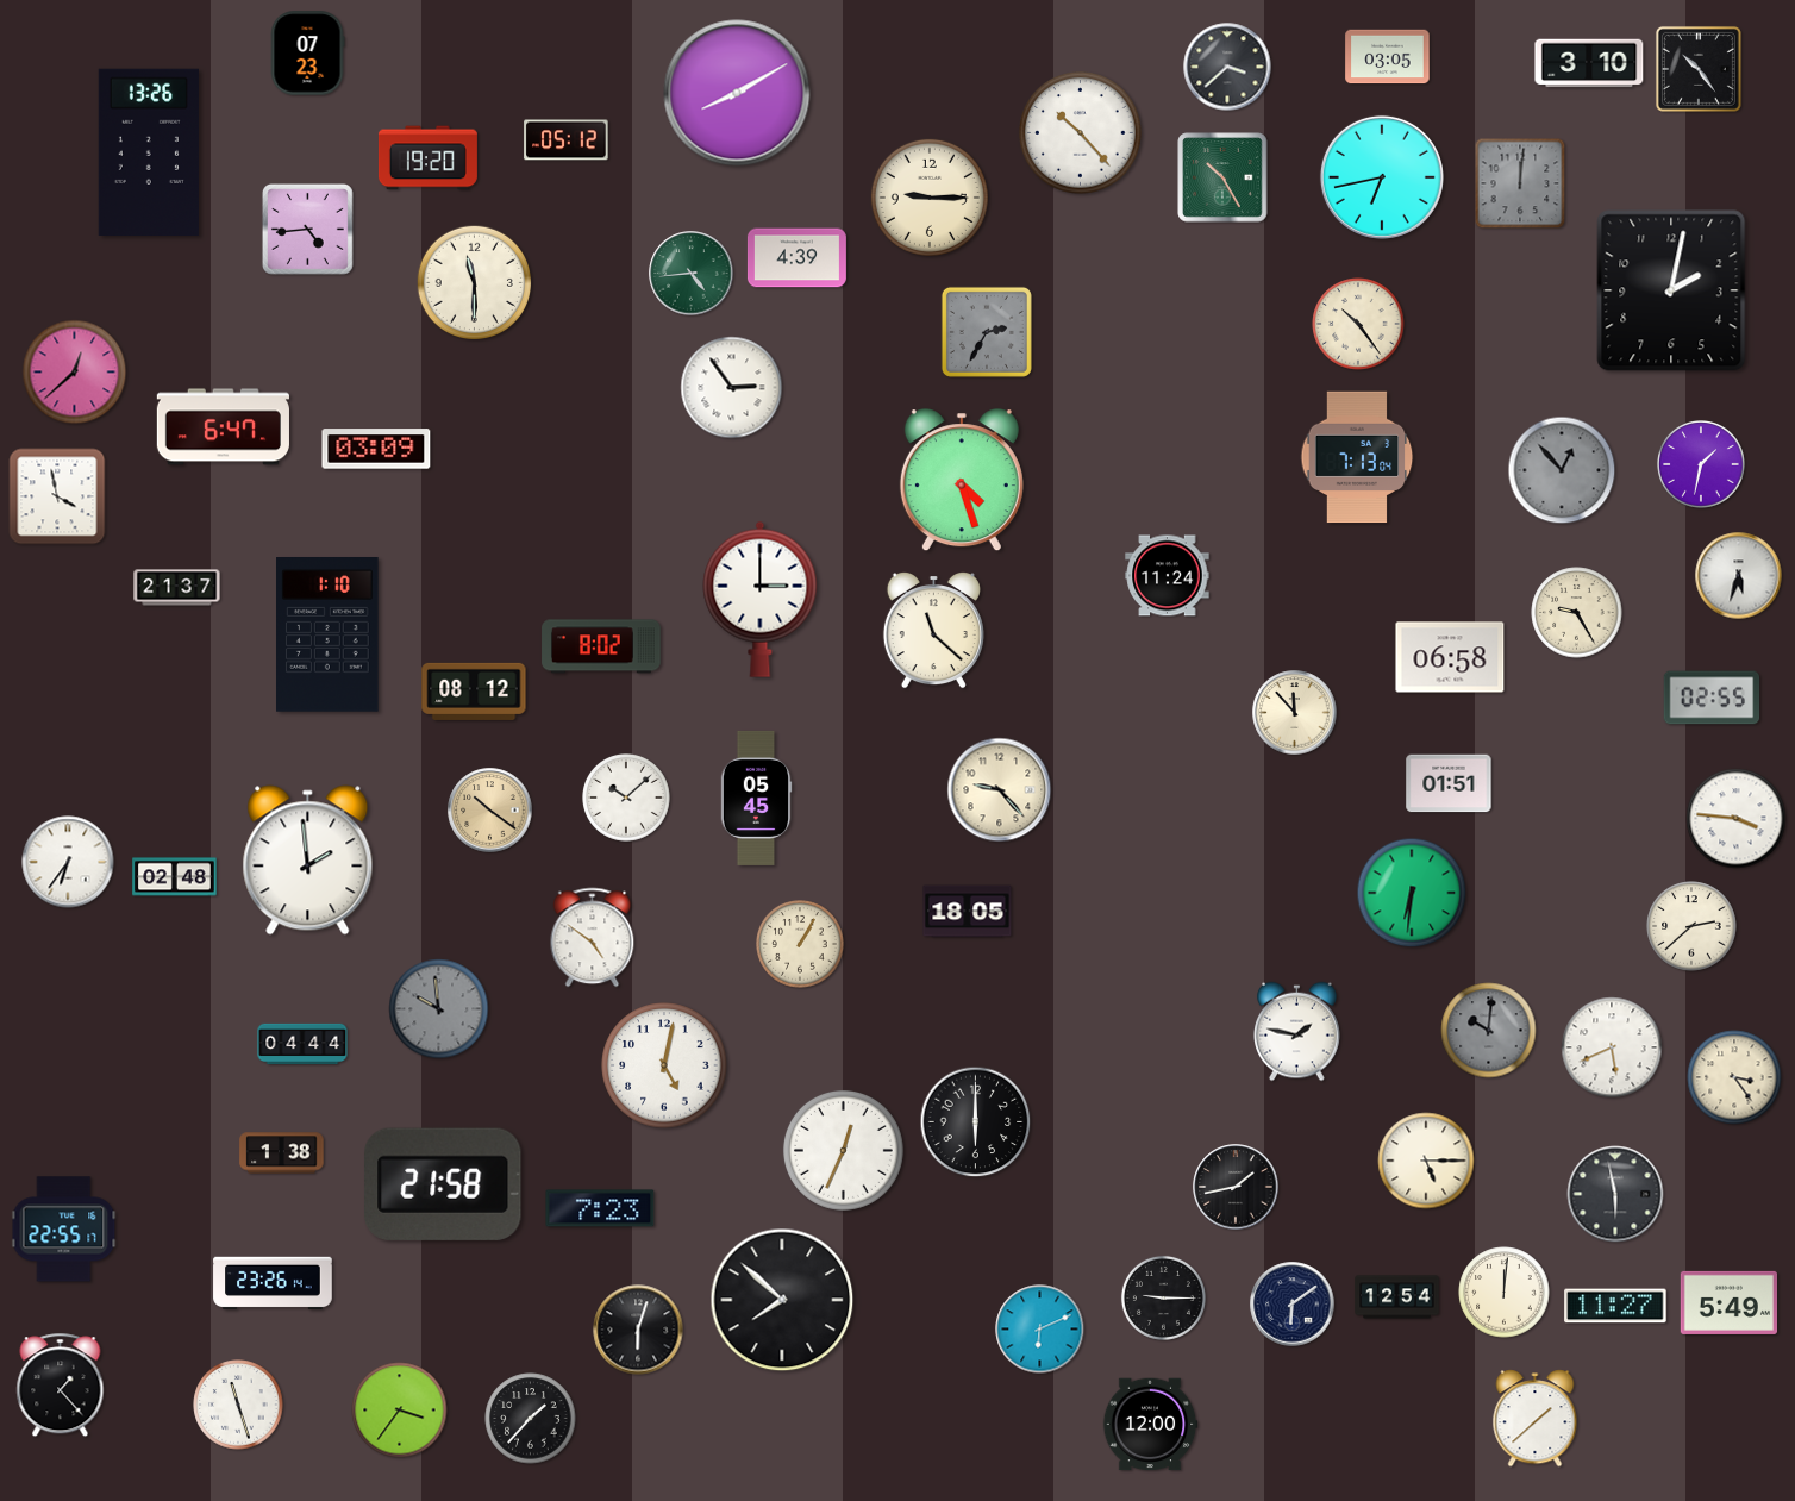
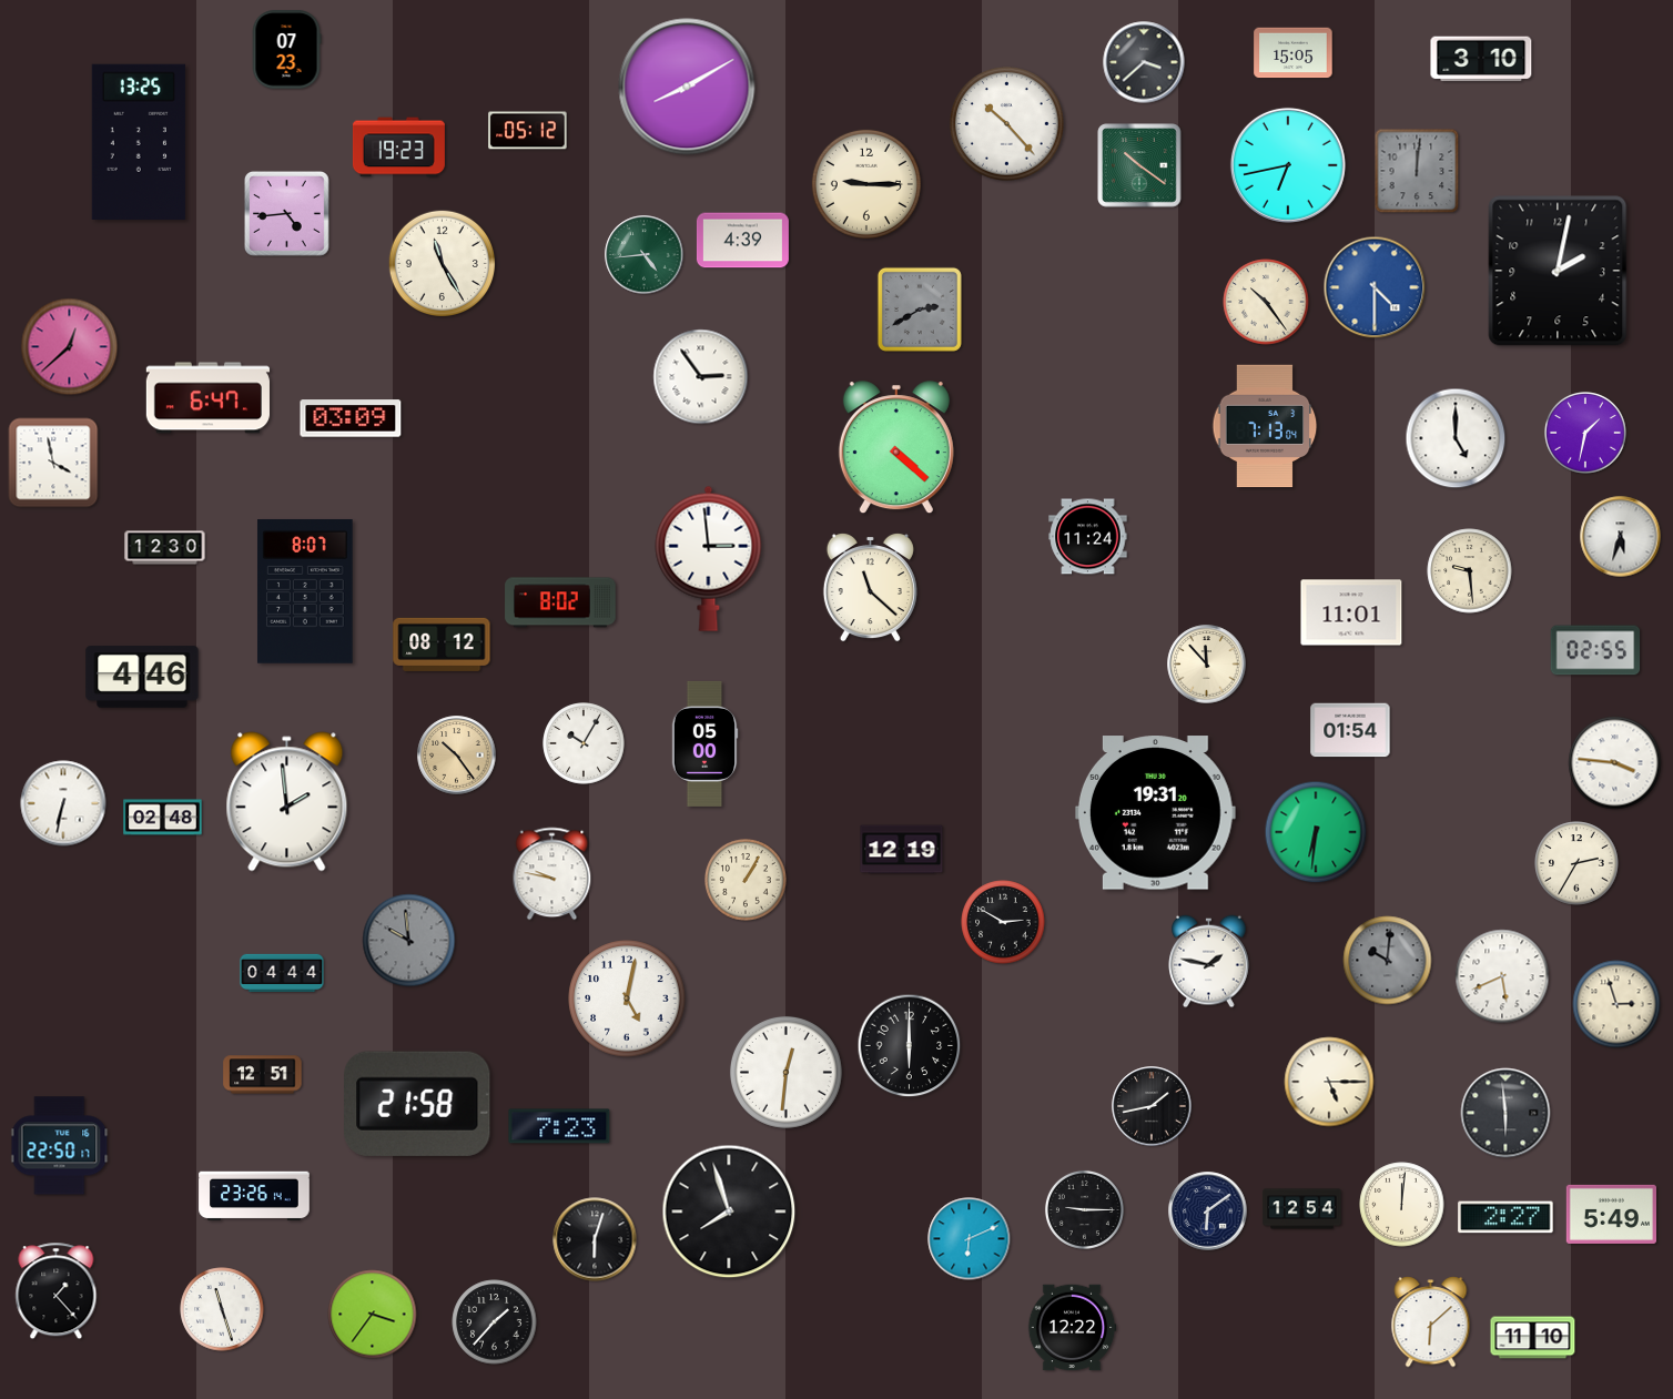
clock at (1388, 57): 03:05 -> 15:05
clock at (1699, 69): 10:24 -> none
clock at (149, 151): 13:26 -> 13:25
clock at (427, 158): 19:20 -> 19:23
clock at (1222, 177): 10:25 -> 10:21
clock at (474, 282): 11:30 -> 11:25
clock at (1375, 287): none -> 4:30
clock at (987, 332): 2:35 -> 2:40
clock at (732, 388) position: (732, 388) -> (701, 377)
clock at (1562, 470): 12:53 -> 5:00
clock at (1562, 470) dial: grey -> white
clock at (962, 481): 4:27 -> 4:22
clock at (177, 588): 21:37 -> 12:30
clock at (761, 599): 3:00 -> 2:59
clock at (1577, 613): 9:25 -> 9:29
clock at (329, 636): 1:10 -> 8:07
clock at (1450, 657): 06:58 -> 11:01
clock at (142, 677): none -> 4:46
clock at (1449, 783): 01:51 -> 01:54
clock at (1000, 790): 9:23 -> none
clock at (626, 798): 10:08 -> 10:05
clock at (756, 798): 05:45 -> 05:00
clock at (490, 811): 10:21 -> 10:24
clock at (1737, 819) position: (1737, 819) -> (1615, 763)
clock at (68, 862): 6:36 -> 6:32
clock at (1155, 813): none -> 19:31
clock at (968, 912): 18:05 -> 12:19
clock at (1691, 926): 2:38 -> 2:35
clock at (593, 938): 4:51 -> 9:47
clock at (1003, 922): none -> 2:50
clock at (664, 1065) position: (664, 1065) -> (627, 998)
clock at (1734, 1077): 3:24 -> 2:57
clock at (843, 1150): 12:34 -> 12:31
clock at (282, 1153): 1:38 -> 12:51
clock at (444, 1184) position: (444, 1184) -> (418, 1104)
clock at (1615, 1194): 5:58 -> 5:59
clock at (64, 1230): 22:55 -> 22:50
clock at (782, 1300): 7:52 -> 7:57
clock at (1293, 1305) position: (1293, 1305) -> (1208, 1212)
clock at (1615, 1306): 11:27 -> 2:27
clock at (1536, 1419): 1:38 -> 6:08
clock at (1150, 1425): 12:00 -> 12:22
clock at (1533, 1338): none -> 11:10
